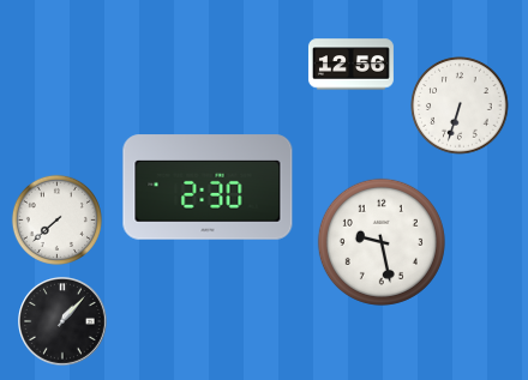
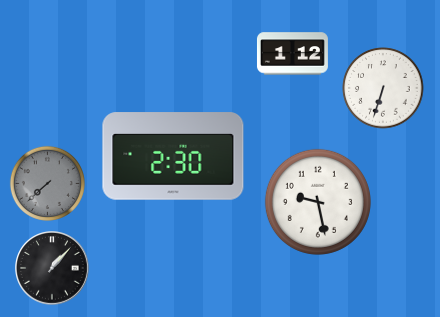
clock at (350, 65): 12:56 -> 1:12
clock at (56, 219) dial: white -> grey
